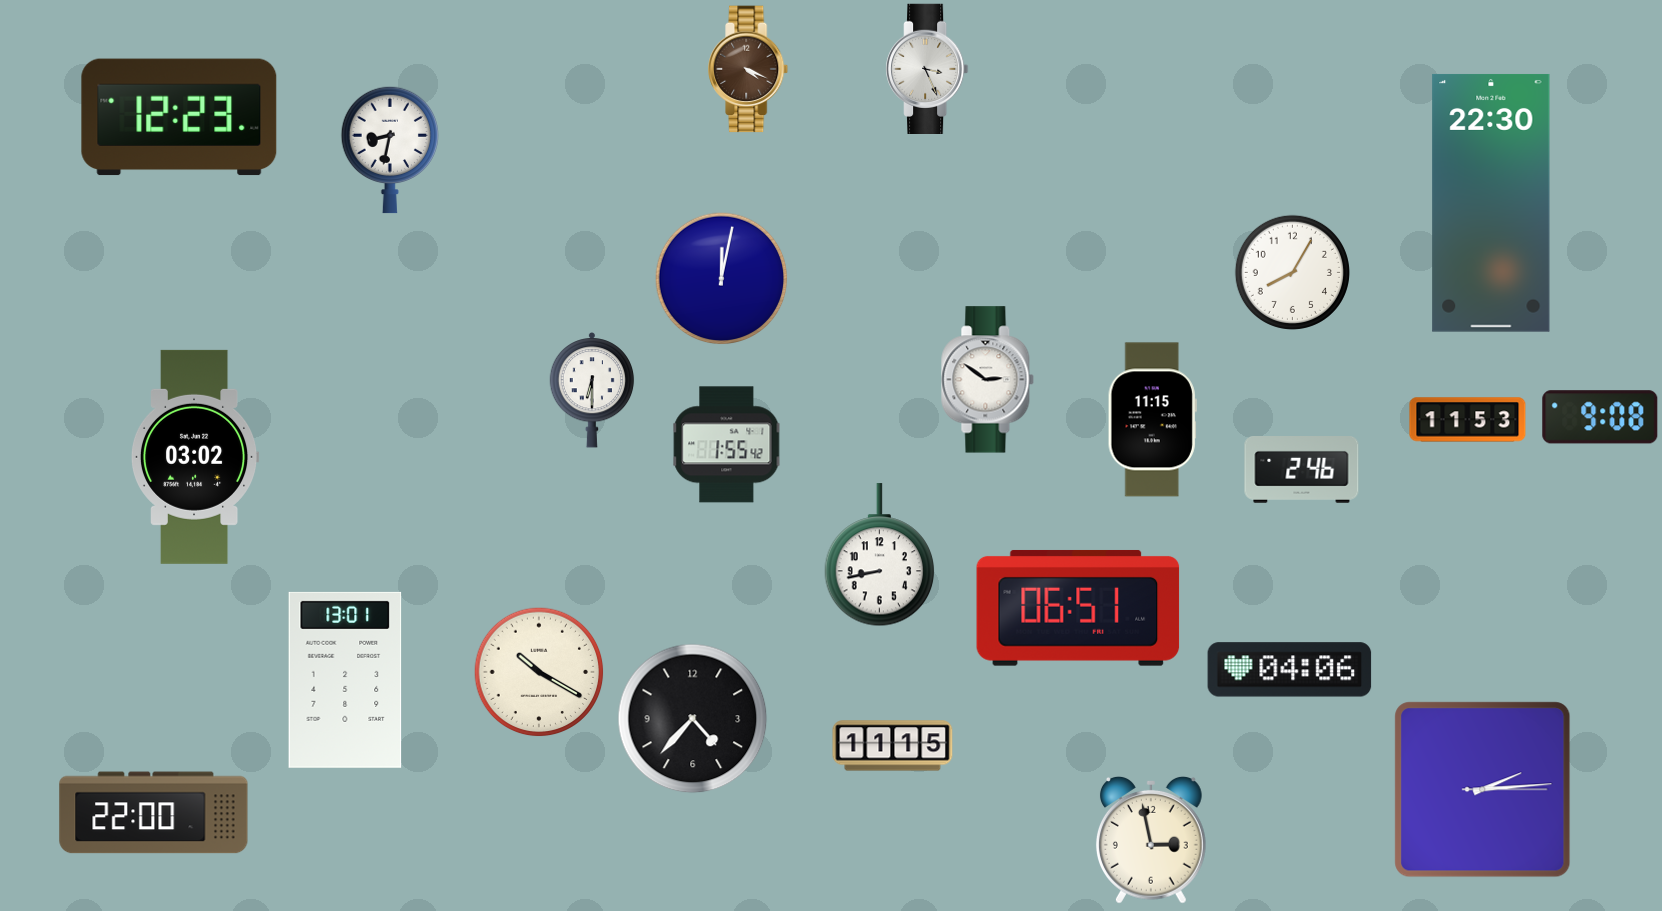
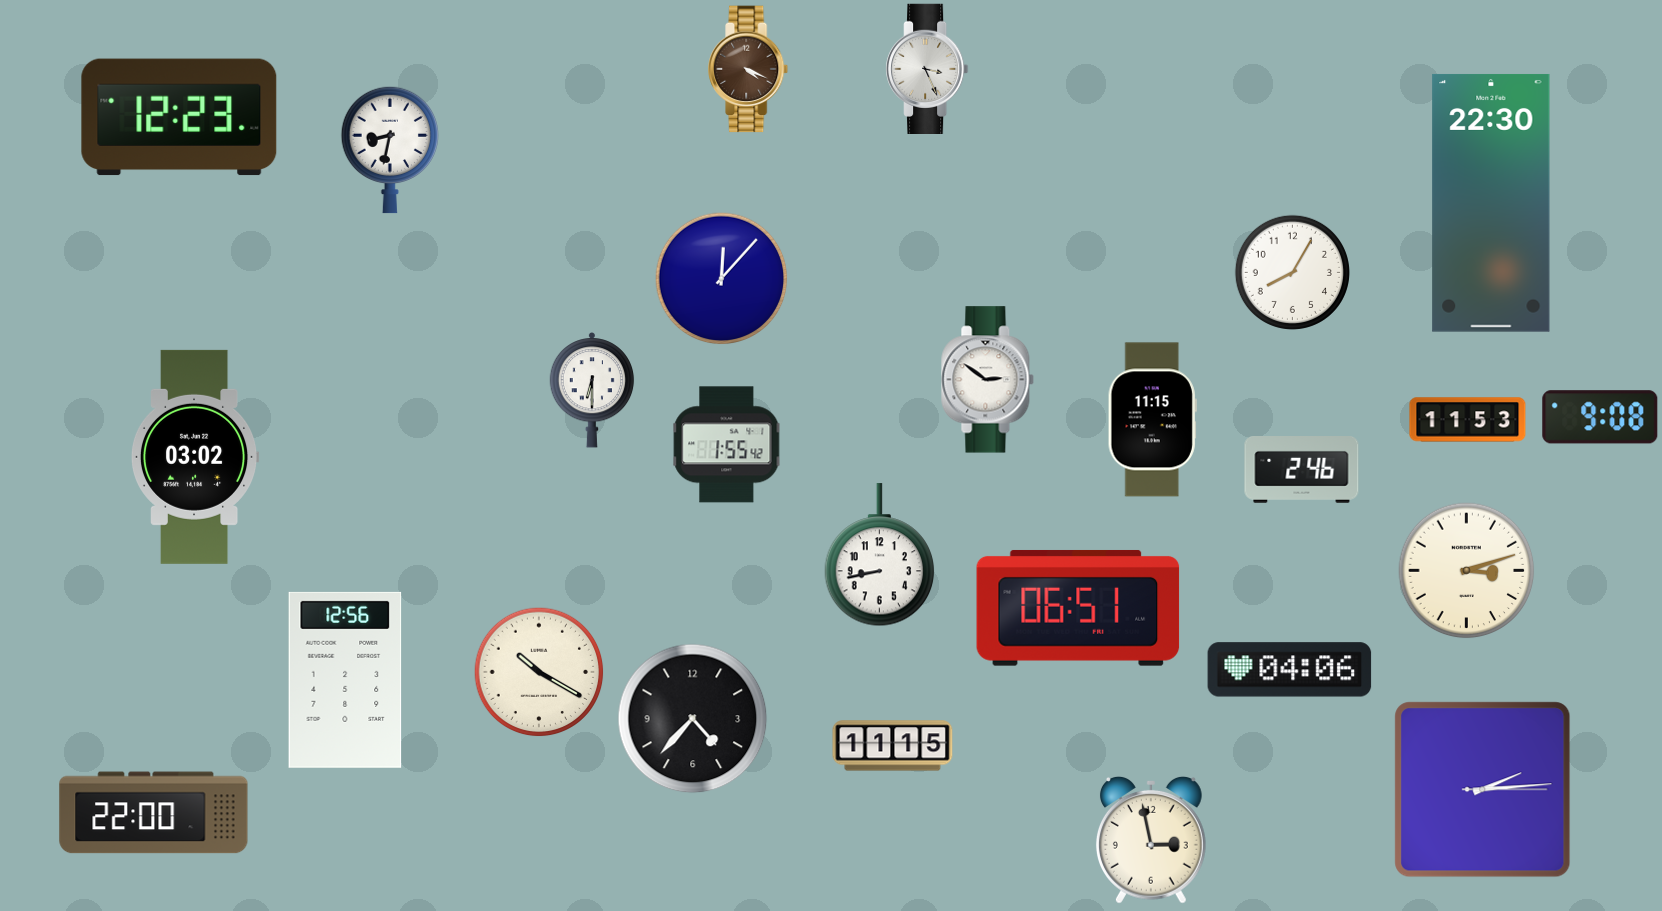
clock at (722, 279): 12:02 -> 12:07
clock at (1467, 571): none -> 3:12
clock at (345, 680): 13:01 -> 12:56
